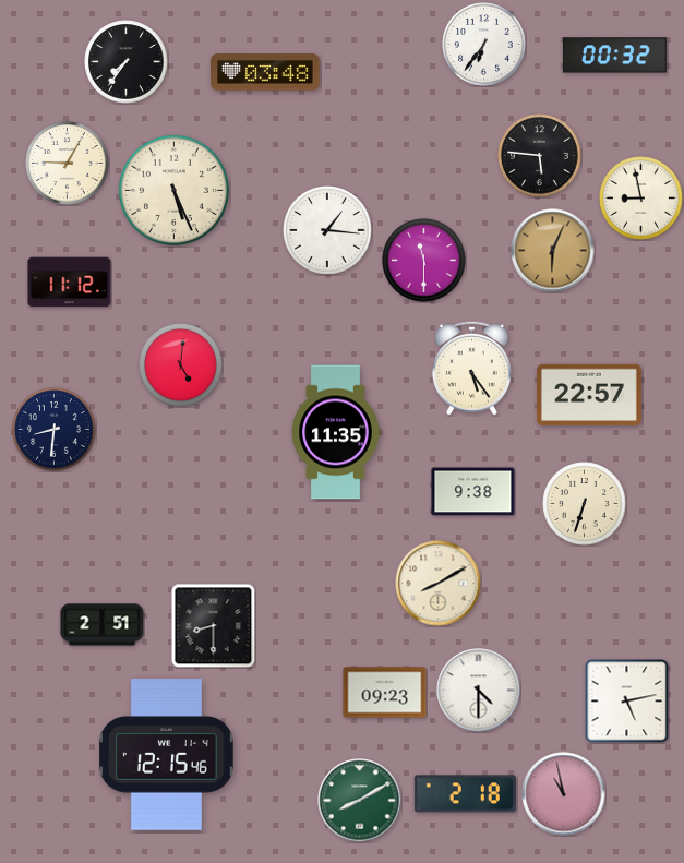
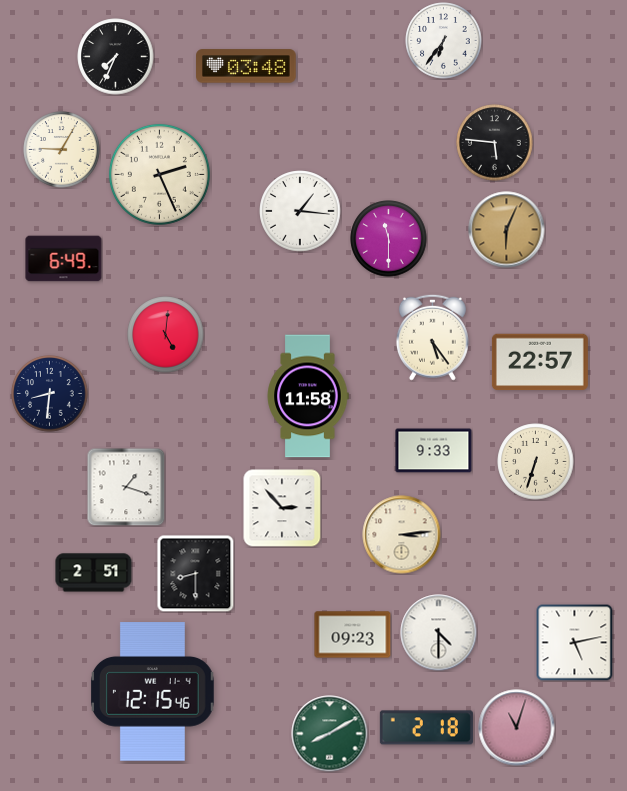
clock at (614, 56): 00:32 -> none
clock at (127, 62): 7:36 -> 7:34
clock at (265, 72) position: (265, 72) -> (246, 66)
clock at (173, 190): 5:26 -> 2:26
clock at (641, 199): 8:58 -> none
clock at (70, 283): 11:12 -> 6:49
clock at (336, 432): 11:35 -> 11:58
clock at (473, 492): 9:38 -> 9:33
clock at (126, 487): none -> 1:18
clock at (282, 508): none -> 2:53
clock at (439, 584): 8:10 -> 3:14
clock at (564, 794): 10:58 -> 11:03
